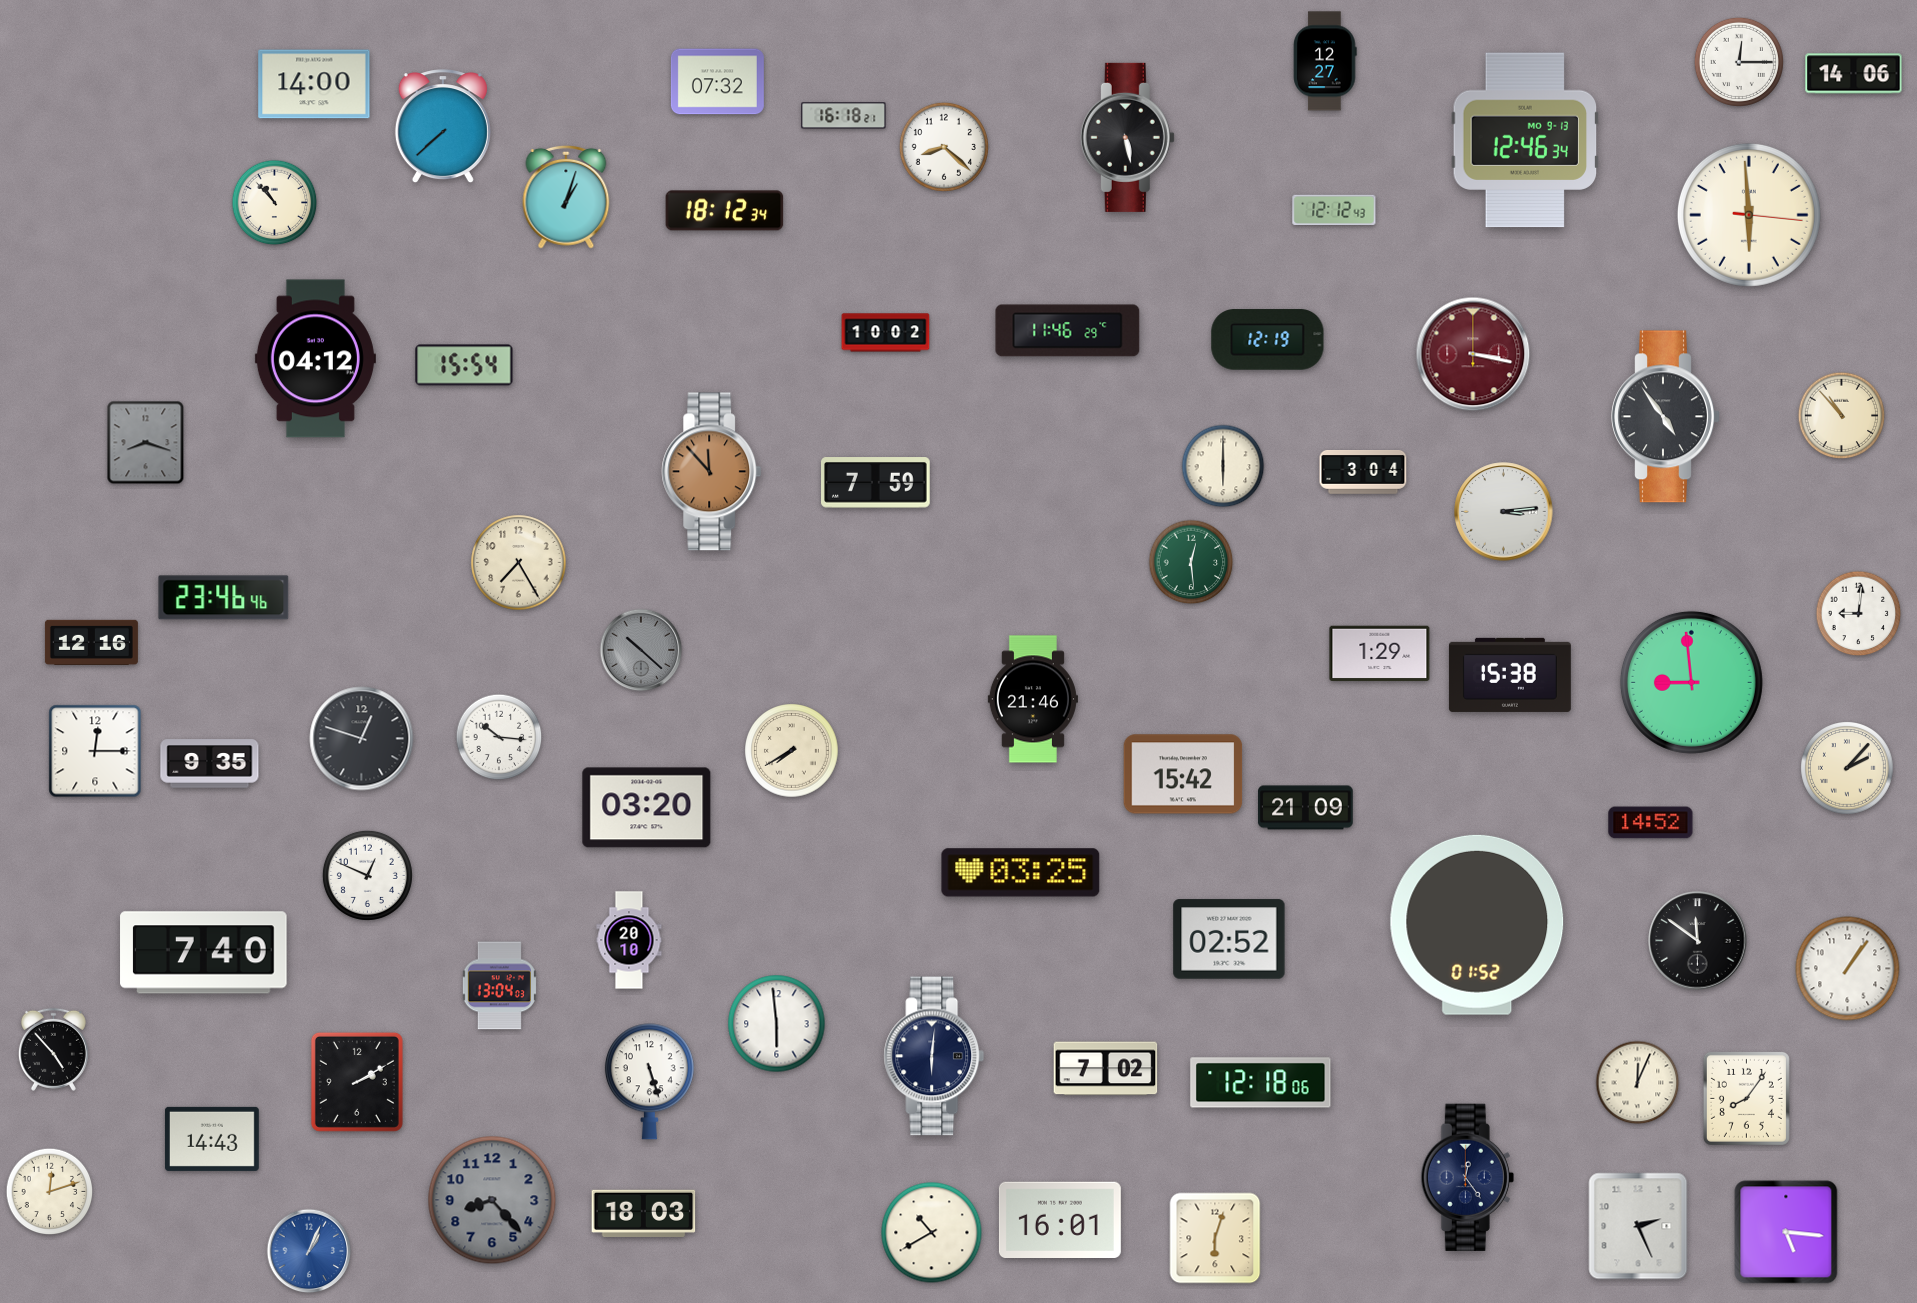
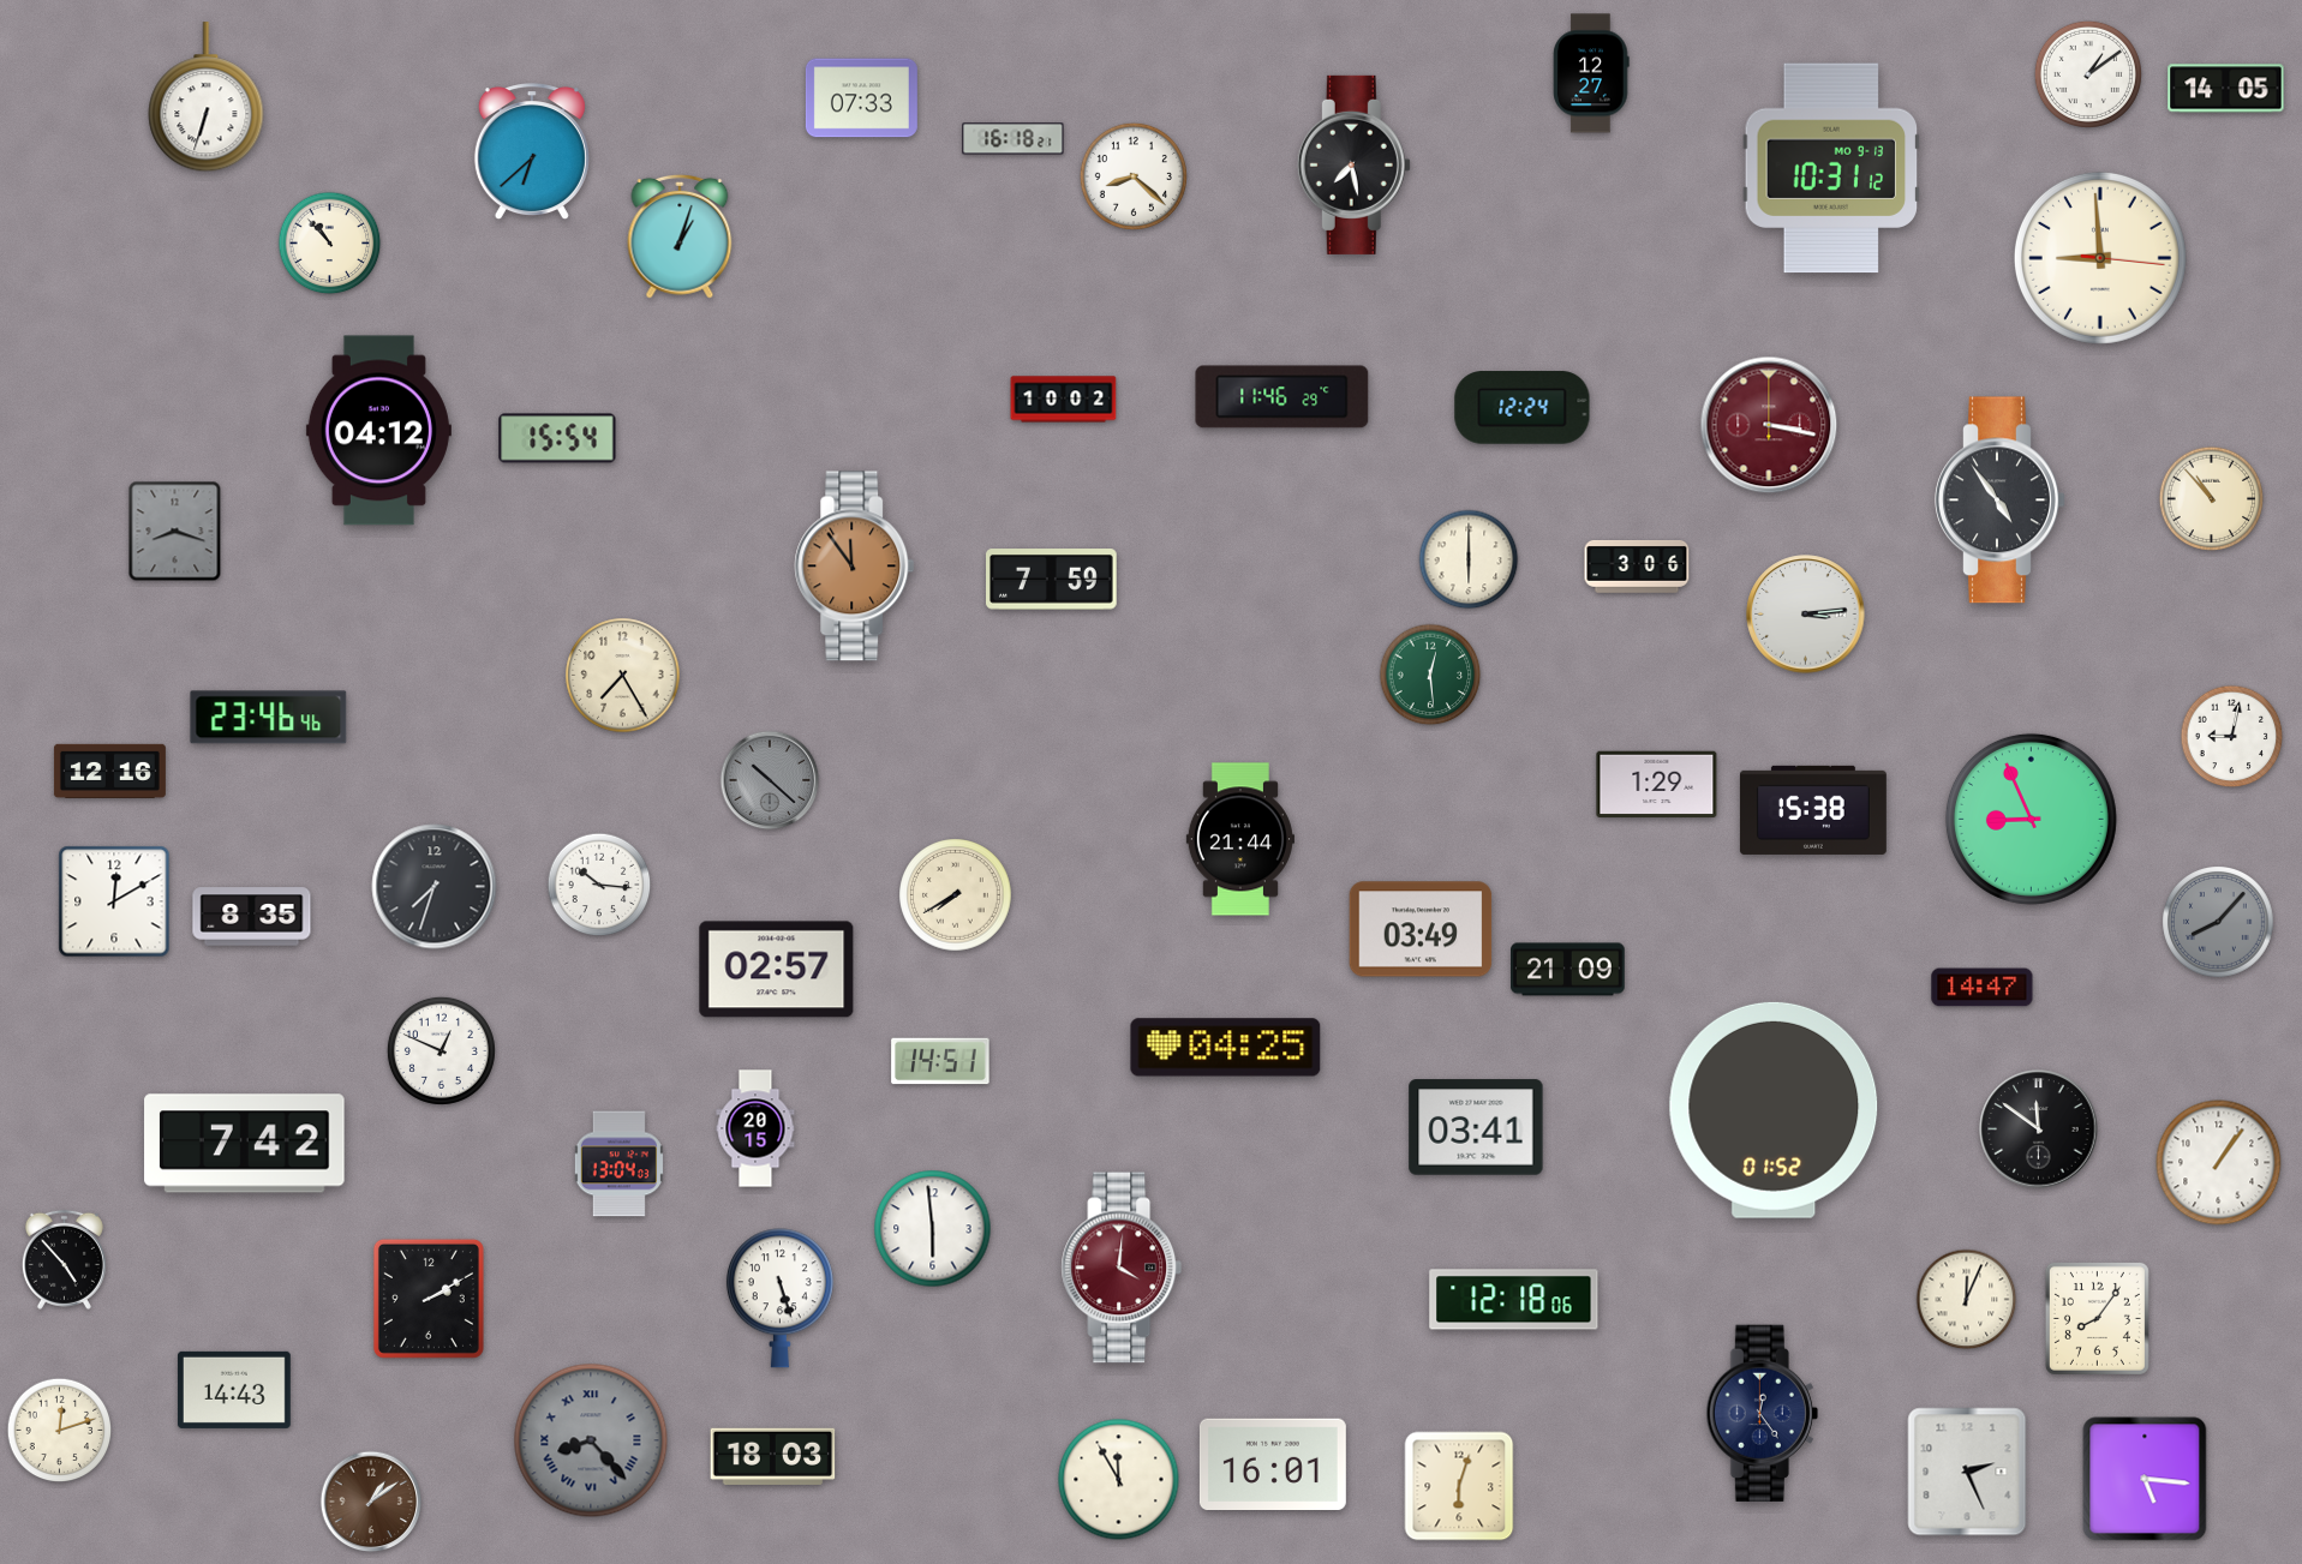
clock at (1739, 62): 12:15 -> 1:09
clock at (1854, 74): 14:06 -> 14:05
clock at (207, 97): none -> 6:33
clock at (717, 82): 07:32 -> 07:33
clock at (314, 84): 14:00 -> none
clock at (443, 127): 7:38 -> 6:38
clock at (1127, 137): 5:28 -> 7:28
clock at (1525, 140): 12:46 -> 10:31
clock at (1334, 210): 12:12 -> none
clock at (725, 211): 18:12 -> none
clock at (1749, 215): 5:59 -> 8:59
clock at (1268, 340): 12:19 -> 12:24
clock at (712, 472): 11:53 -> 11:54
clock at (1363, 473): 3:04 -> 3:06
clock at (1859, 614): 9:01 -> 9:02
clock at (1691, 682): 8:59 -> 8:56
clock at (1033, 699): 21:46 -> 21:44
clock at (362, 739): 12:48 -> 7:33
clock at (95, 751): 12:15 -> 12:10
clock at (792, 751) position: (792, 751) -> (956, 895)
clock at (210, 764): 9:35 -> 8:35
clock at (1848, 769): 2:07 -> 8:07
clock at (1848, 769) dial: cream -> grey
clock at (1183, 774): 15:42 -> 03:49
clock at (647, 808): 03:20 -> 02:57
clock at (1651, 823): 14:52 -> 14:47
clock at (1021, 873): 03:25 -> 04:25
clock at (940, 1061): none -> 14:51
clock at (1229, 939): 02:52 -> 03:41
clock at (629, 940): 20:10 -> 20:15
clock at (204, 953): 7:40 -> 7:42
clock at (499, 986) position: (499, 986) -> (618, 1164)
clock at (934, 1056): 6:01 -> 4:01
clock at (934, 1056) dial: navy -> burgundy
clock at (1106, 1069): 7:02 -> none
clock at (212, 1139) position: (212, 1139) -> (234, 1390)
clock at (492, 1200) numerals: Arabic -> Roman
clock at (932, 1233): 10:40 -> 11:55
clock at (309, 1251): 1:04 -> 1:09
clock at (309, 1251) dial: blue -> brown
